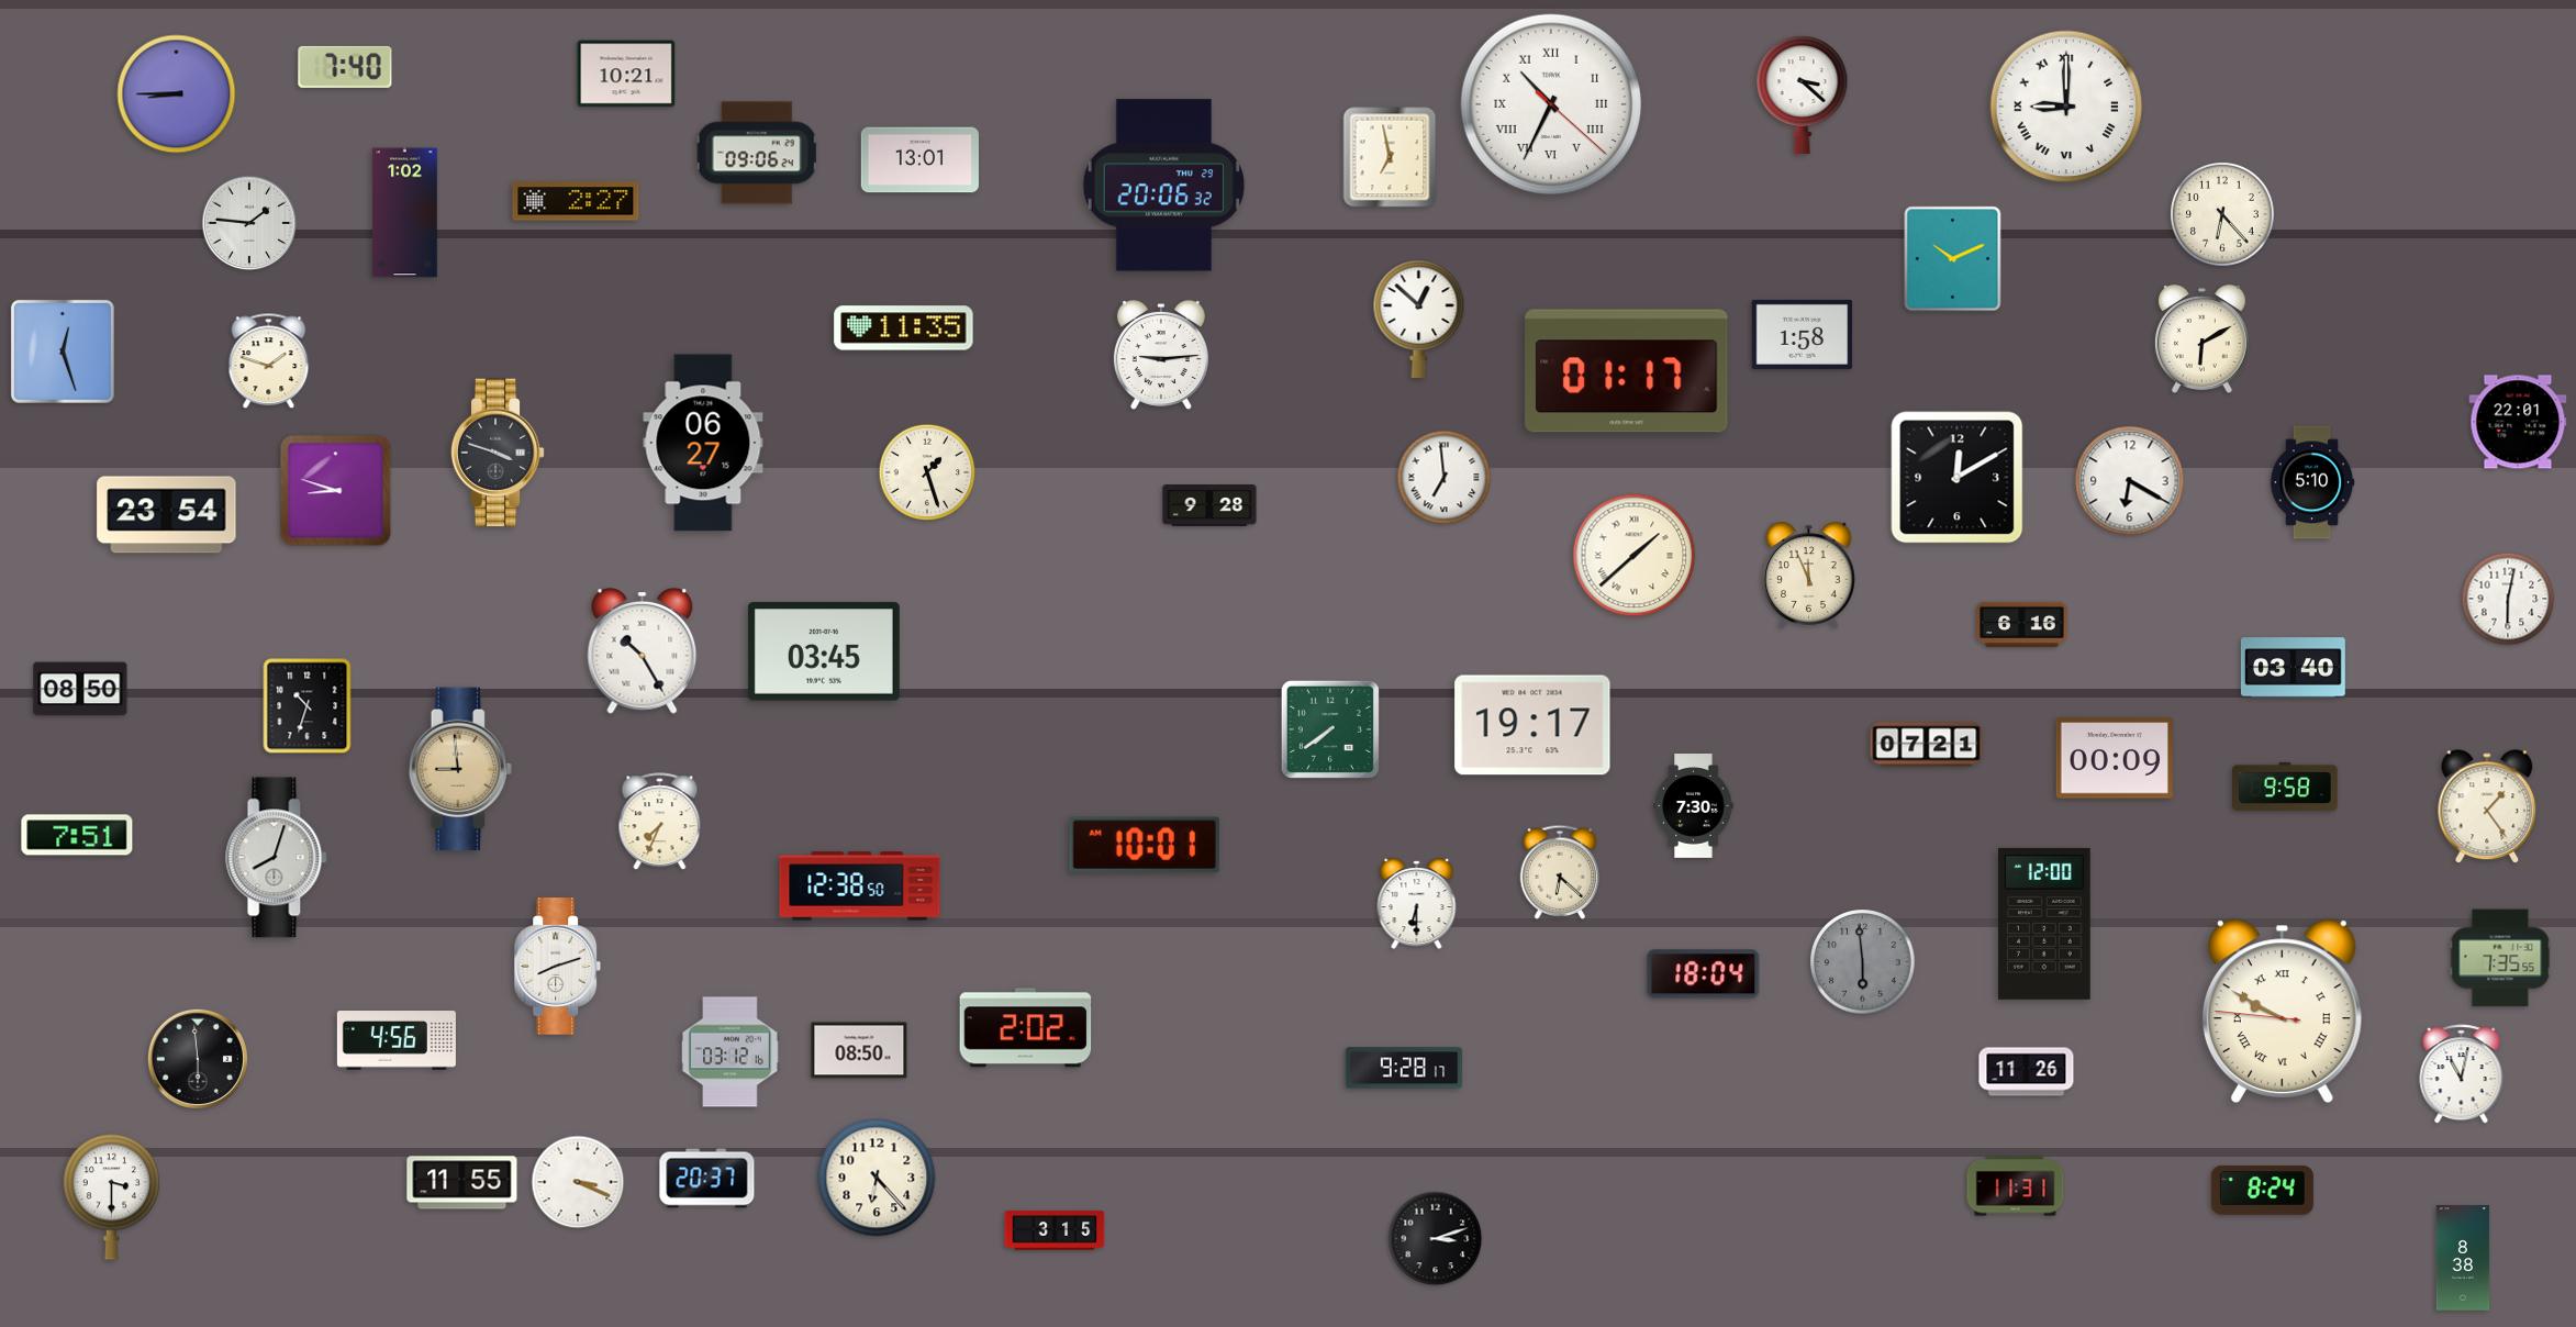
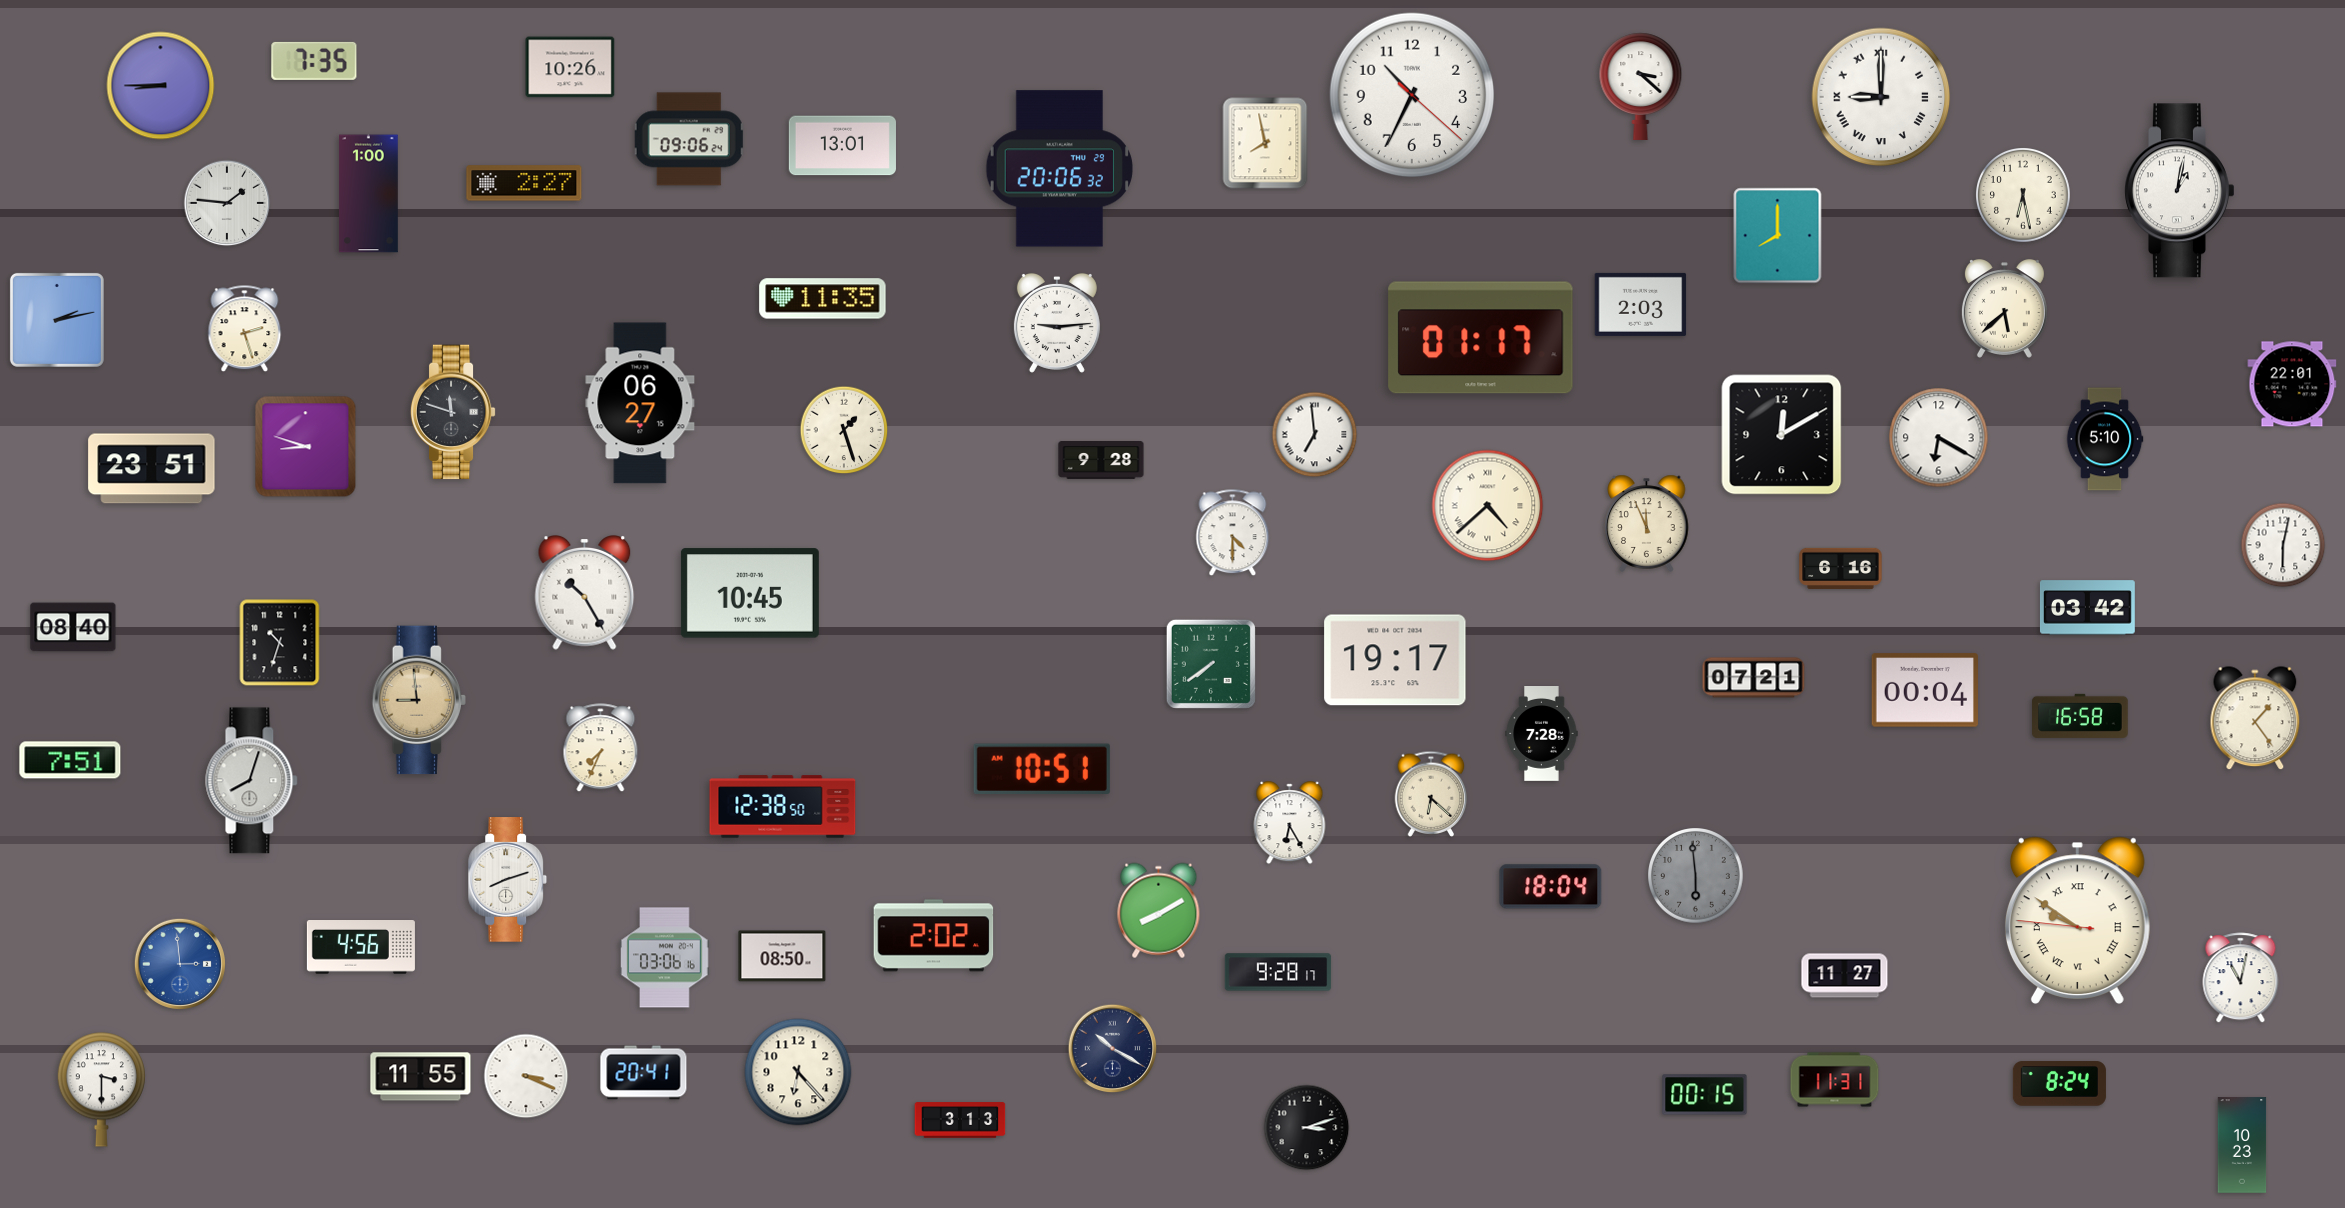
clock at (345, 67): 7:40 -> 7:35
clock at (626, 74): 10:21 -> 10:26
clock at (1551, 104) numerals: Roman -> Arabic
clock at (1390, 157): 6:58 -> 7:58
clock at (919, 160) position: (919, 160) -> (842, 146)
clock at (2180, 191): none -> 1:02
clock at (405, 213): 1:02 -> 1:00
clock at (2223, 215): 6:23 -> 6:28
clock at (1953, 259): 10:11 -> 8:00
clock at (1419, 319): 12:52 -> none
clock at (1803, 334): 1:58 -> 2:03
clock at (2201, 339): 6:10 -> 5:38
clock at (63, 352): 12:27 -> 2:13
clock at (269, 361): 1:48 -> 2:27
clock at (498, 453): 3:48 -> 11:48
clock at (167, 515): 23:54 -> 23:51
clock at (1635, 556): 1:38 -> 4:38
clock at (1233, 533): none -> 4:30
clock at (824, 651): 03:45 -> 10:45
clock at (2293, 668): 03:40 -> 03:42
clock at (80, 689): 08:50 -> 08:40
clock at (2114, 758): 00:09 -> 00:04
clock at (2285, 787): 9:58 -> 16:58
clock at (1694, 806): 7:30 -> 7:28
clock at (2487, 807) position: (2487, 807) -> (2255, 719)
clock at (1145, 845): 10:01 -> 10:51
clock at (1560, 871) position: (1560, 871) -> (1431, 793)
clock at (1417, 904): 6:30 -> 6:25
clock at (2044, 924): 12:00 -> none
clock at (2500, 958): 7:35 -> none
clock at (1159, 911): none -> 8:10
clock at (2282, 1011): 9:49 -> 9:50
clock at (731, 1052): 03:12 -> 03:06
clock at (198, 1059): 5:59 -> 2:59
clock at (198, 1059) dial: black -> blue
clock at (2027, 1072): 11:26 -> 11:27
clock at (1113, 1049): none -> 10:20
clock at (707, 1179): 20:37 -> 20:41
clock at (1705, 1095): none -> 00:15
clock at (1055, 1230): 3:15 -> 3:13
clock at (2463, 1258): 8:38 -> 10:23
